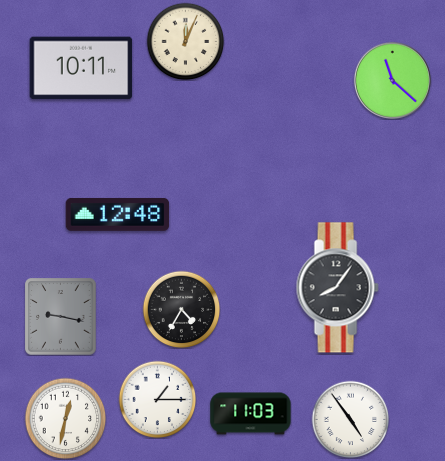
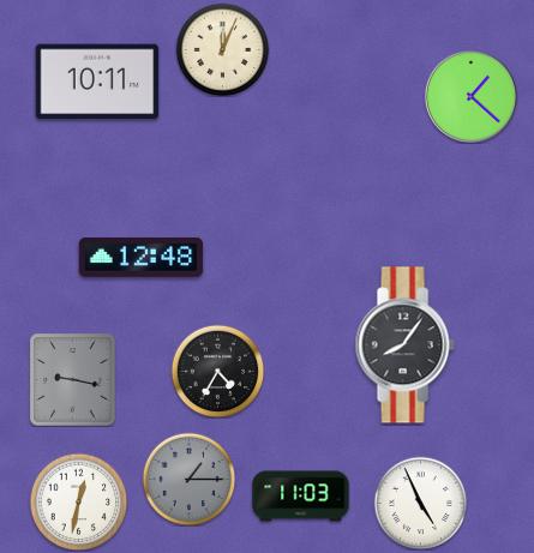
clock at (392, 80): 11:22 -> 1:22
clock at (157, 399) dial: white -> grey
clock at (350, 419): 4:54 -> 4:56
